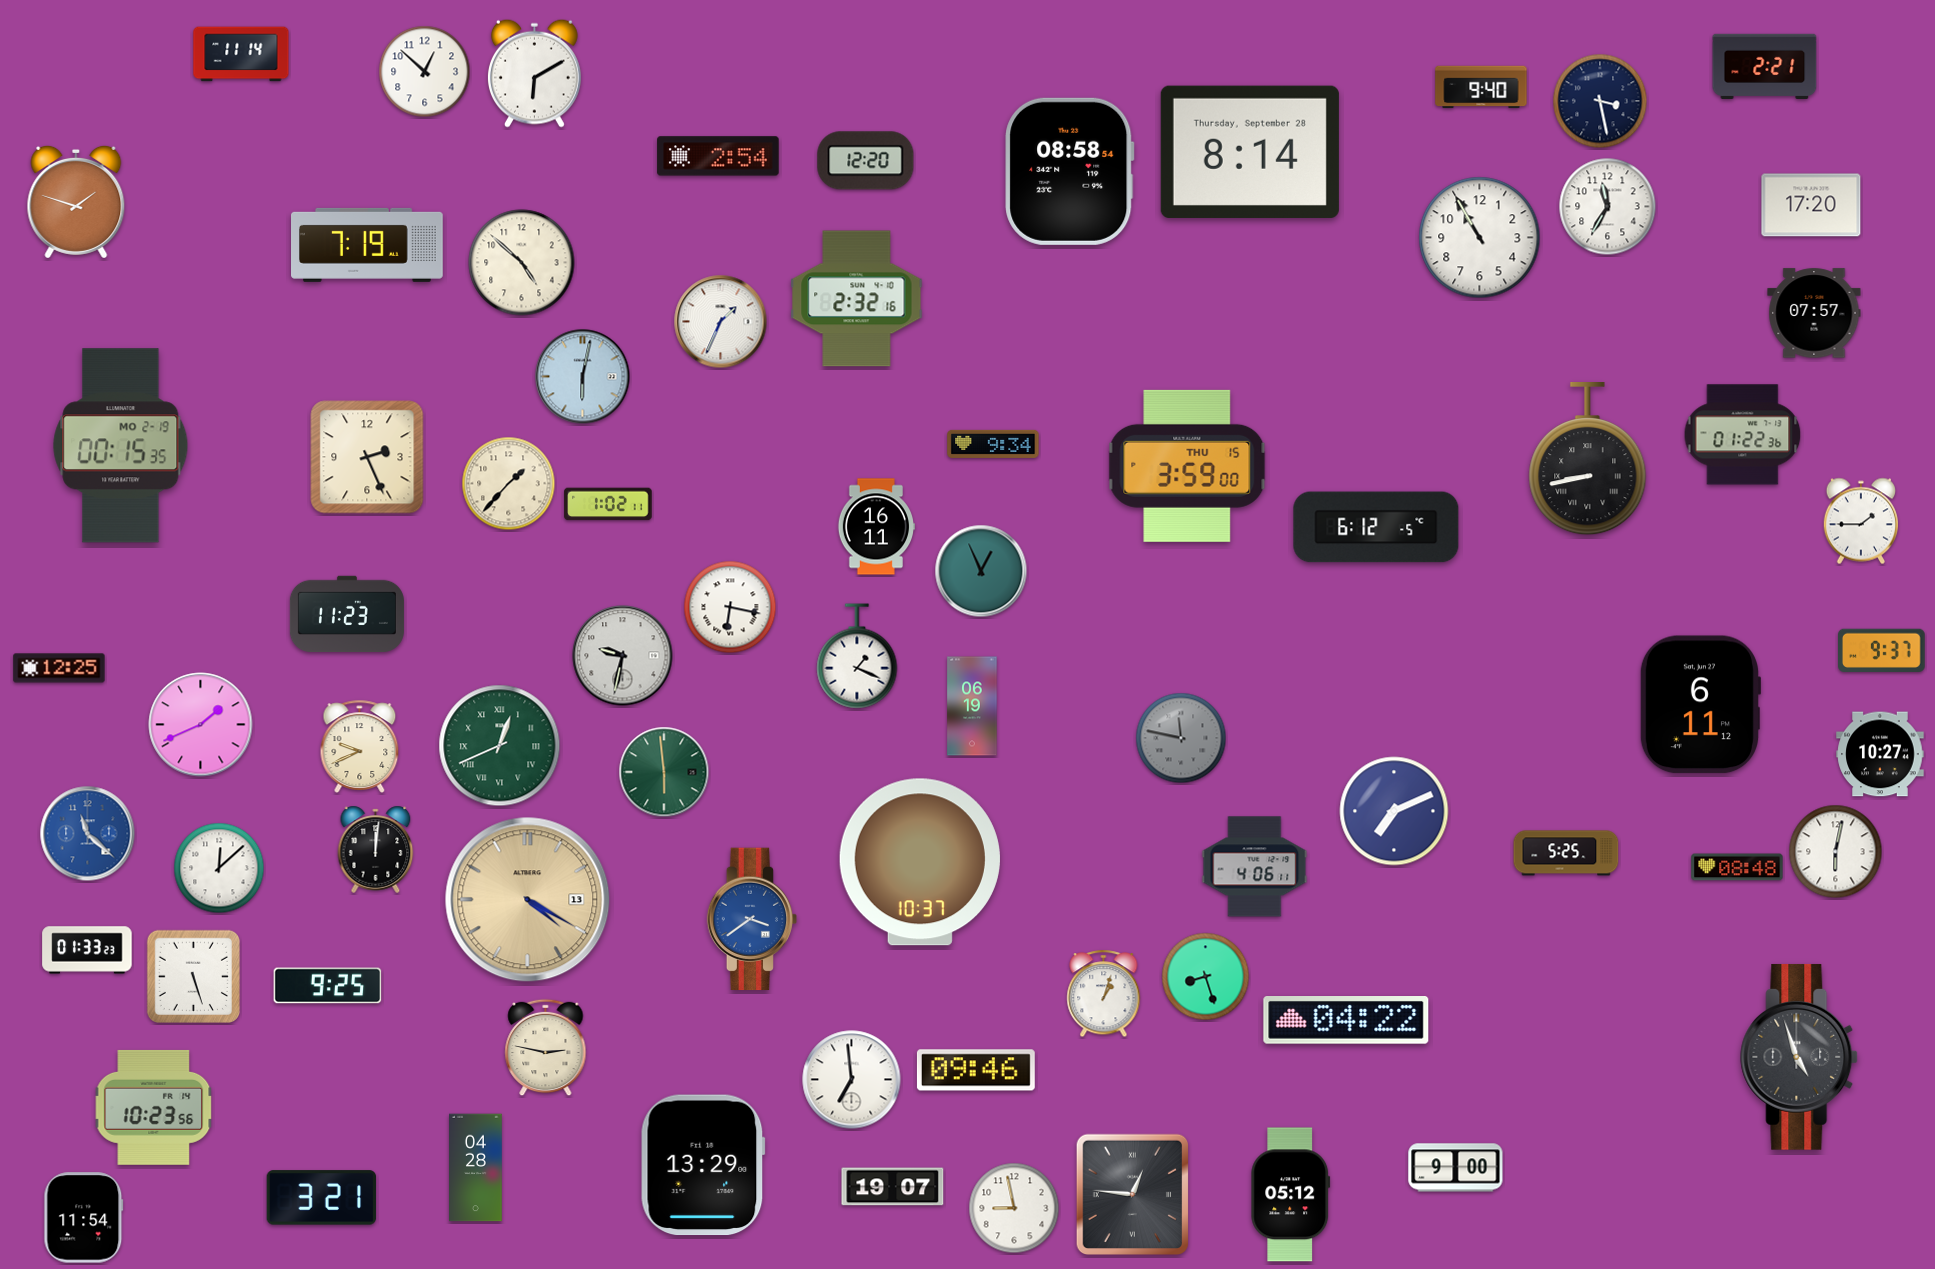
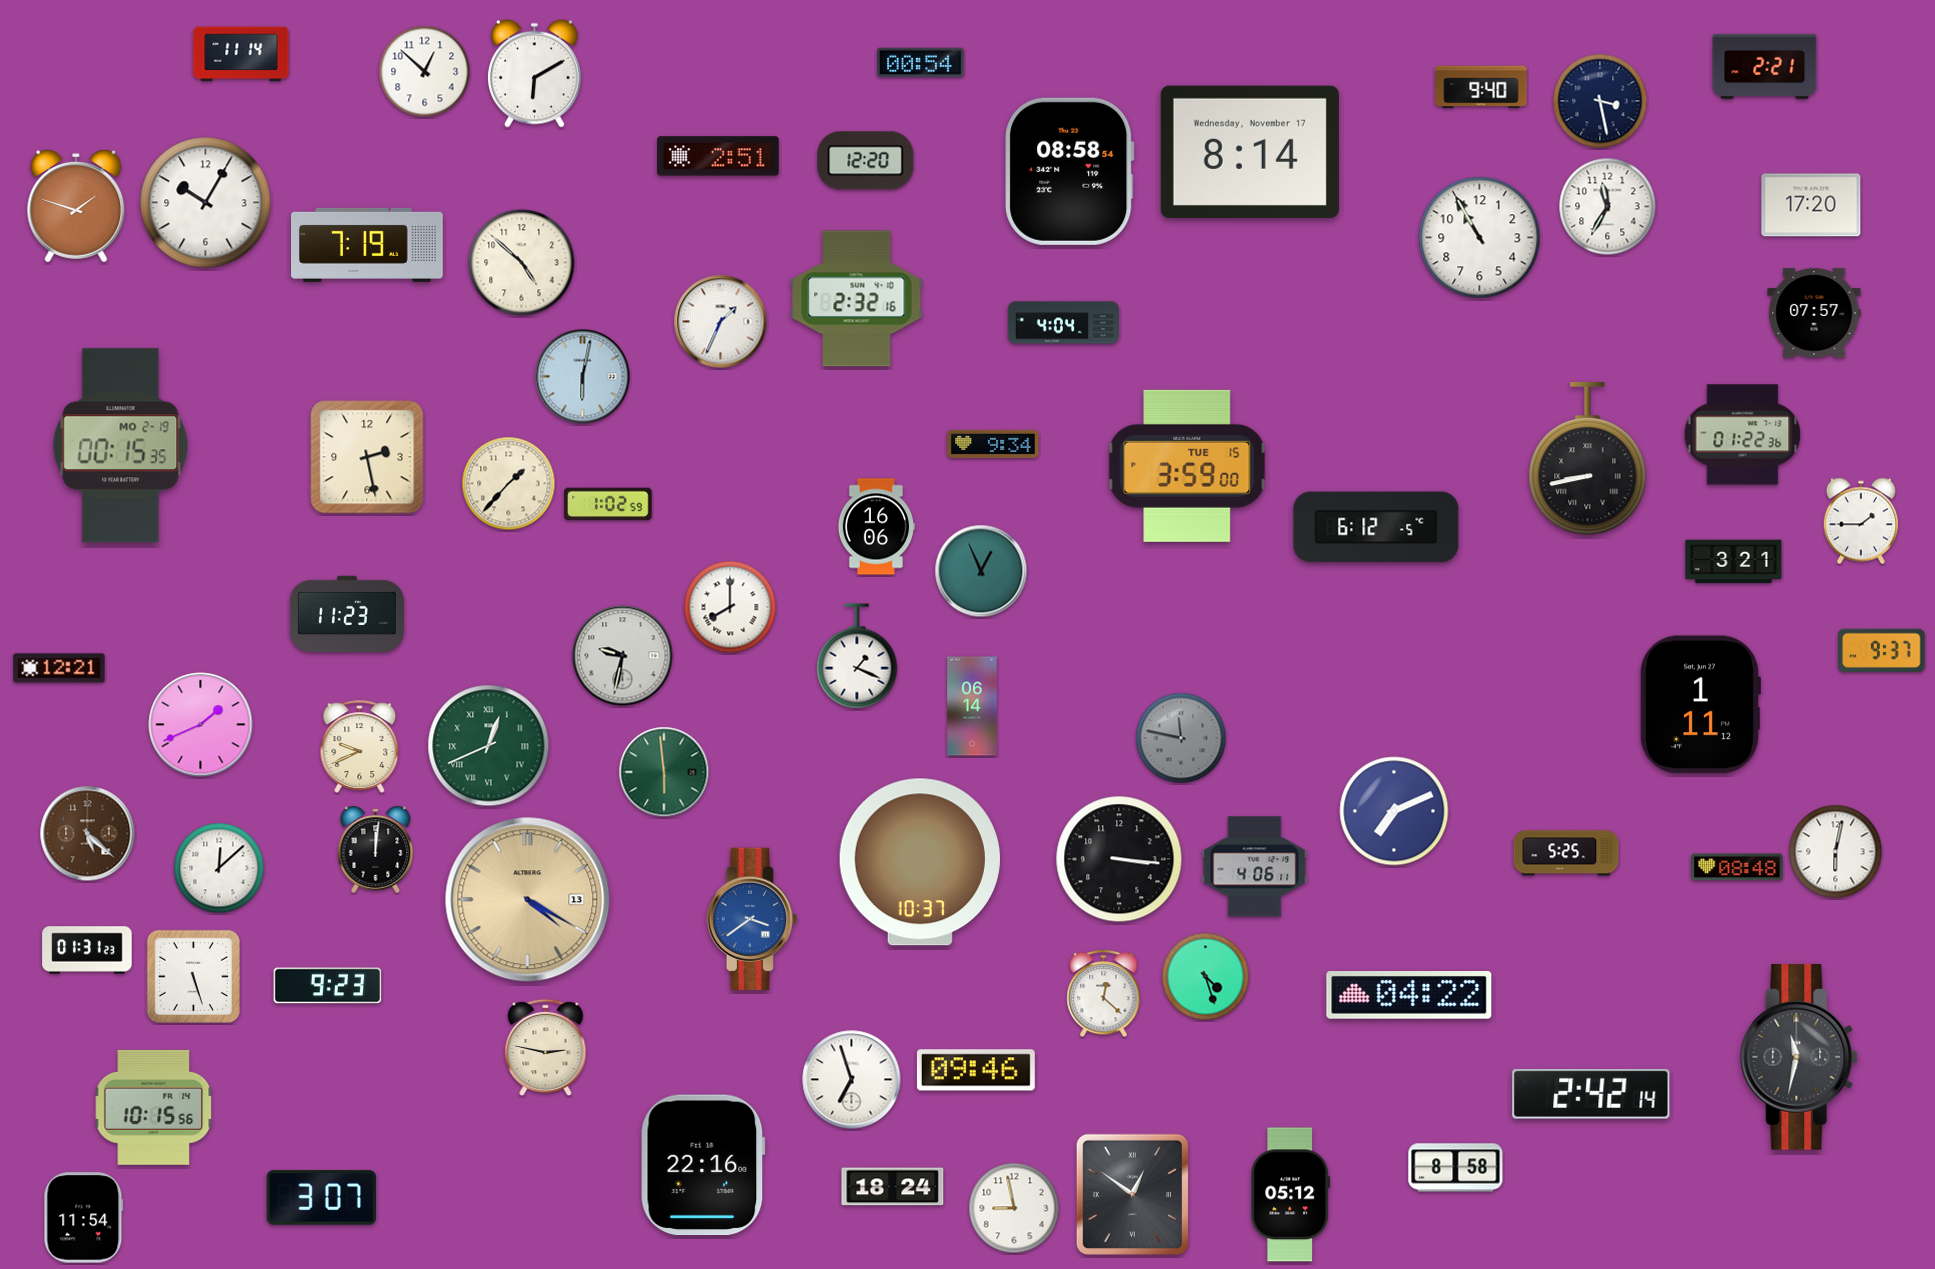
clock at (921, 63): none -> 00:54
clock at (1250, 152) date: Thursday, September 28 -> Wednesday, November 17
clock at (718, 156): 2:54 -> 2:51
clock at (76, 202) position: (76, 202) -> (76, 206)
clock at (206, 203): none -> 10:05
clock at (1064, 323): none -> 4:04
clock at (367, 457): 2:26 -> 2:28
clock at (1187, 466) date: THU 15 -> TUE 15
clock at (608, 504): 1:02:11 -> 1:02:59
clock at (875, 527): 16:11 -> 16:06
clock at (1734, 562): none -> 3:21
clock at (730, 607): 6:17 -> 8:00
clock at (59, 668): 12:25 -> 12:21
clock at (1699, 705): 6:11 -> 1:11
clock at (972, 706): 06:19 -> 06:14
clock at (500, 746) position: (500, 746) -> (489, 746)
clock at (1880, 754): 10:27 -> none
clock at (88, 834): 11:22 -> 5:22
clock at (88, 834) dial: blue -> brown
clock at (1119, 859): none -> 3:16
clock at (87, 950): 01:33 -> 01:31
clock at (1206, 977): 8:27 -> 4:27
clock at (328, 986): 9:25 -> 9:23
clock at (1104, 994): 1:03 -> 12:22
clock at (1346, 1021) position: (1346, 1021) -> (1409, 996)
clock at (1800, 1057): 4:57 -> 11:32
clock at (852, 1080): 6:59 -> 6:57
clock at (1591, 1094): none -> 2:42
clock at (154, 1107): 10:23 -> 10:15
clock at (703, 1165): 13:29 -> 22:16
clock at (476, 1168): 04:28 -> none
clock at (1456, 1168): 9:00 -> 8:58
clock at (893, 1187): 19:07 -> 18:24
clock at (1132, 1195): 12:46 -> 12:51
clock at (322, 1198): 3:21 -> 3:07
